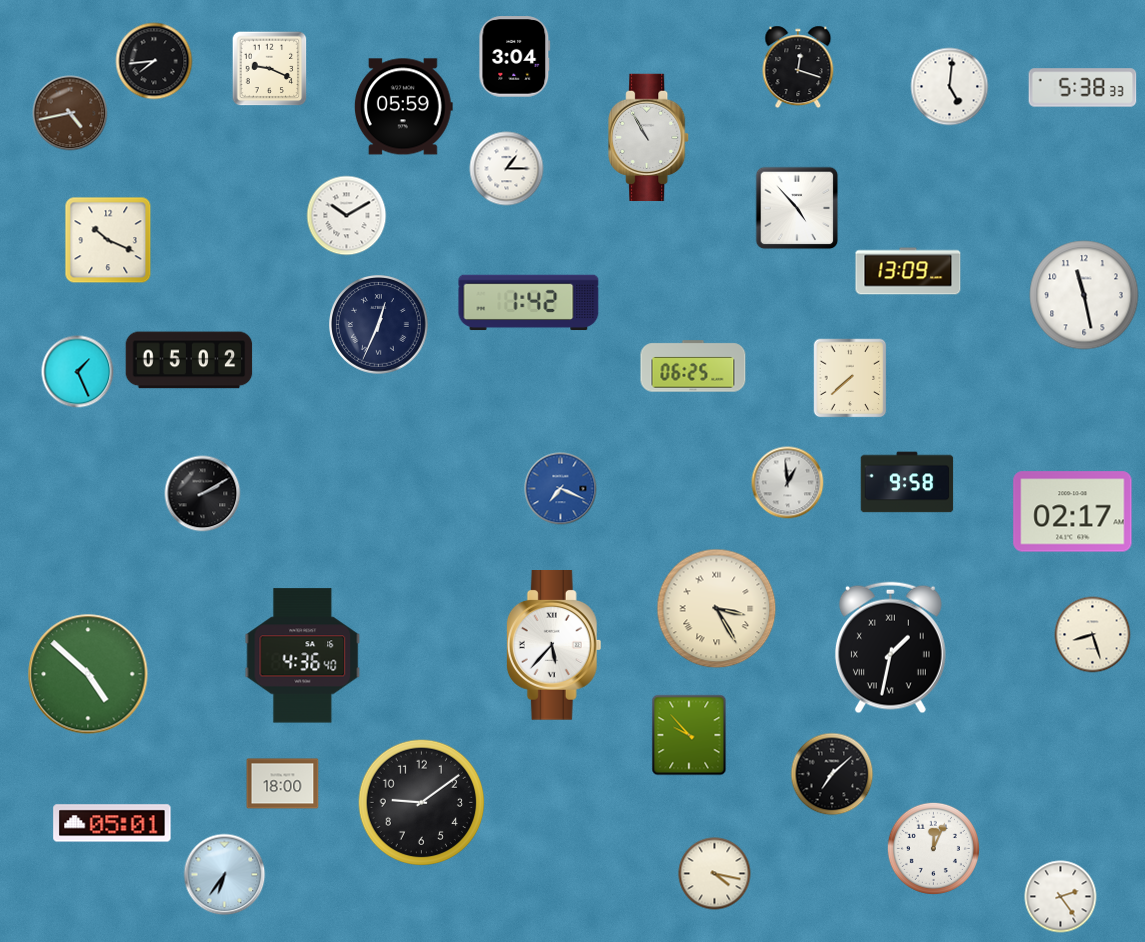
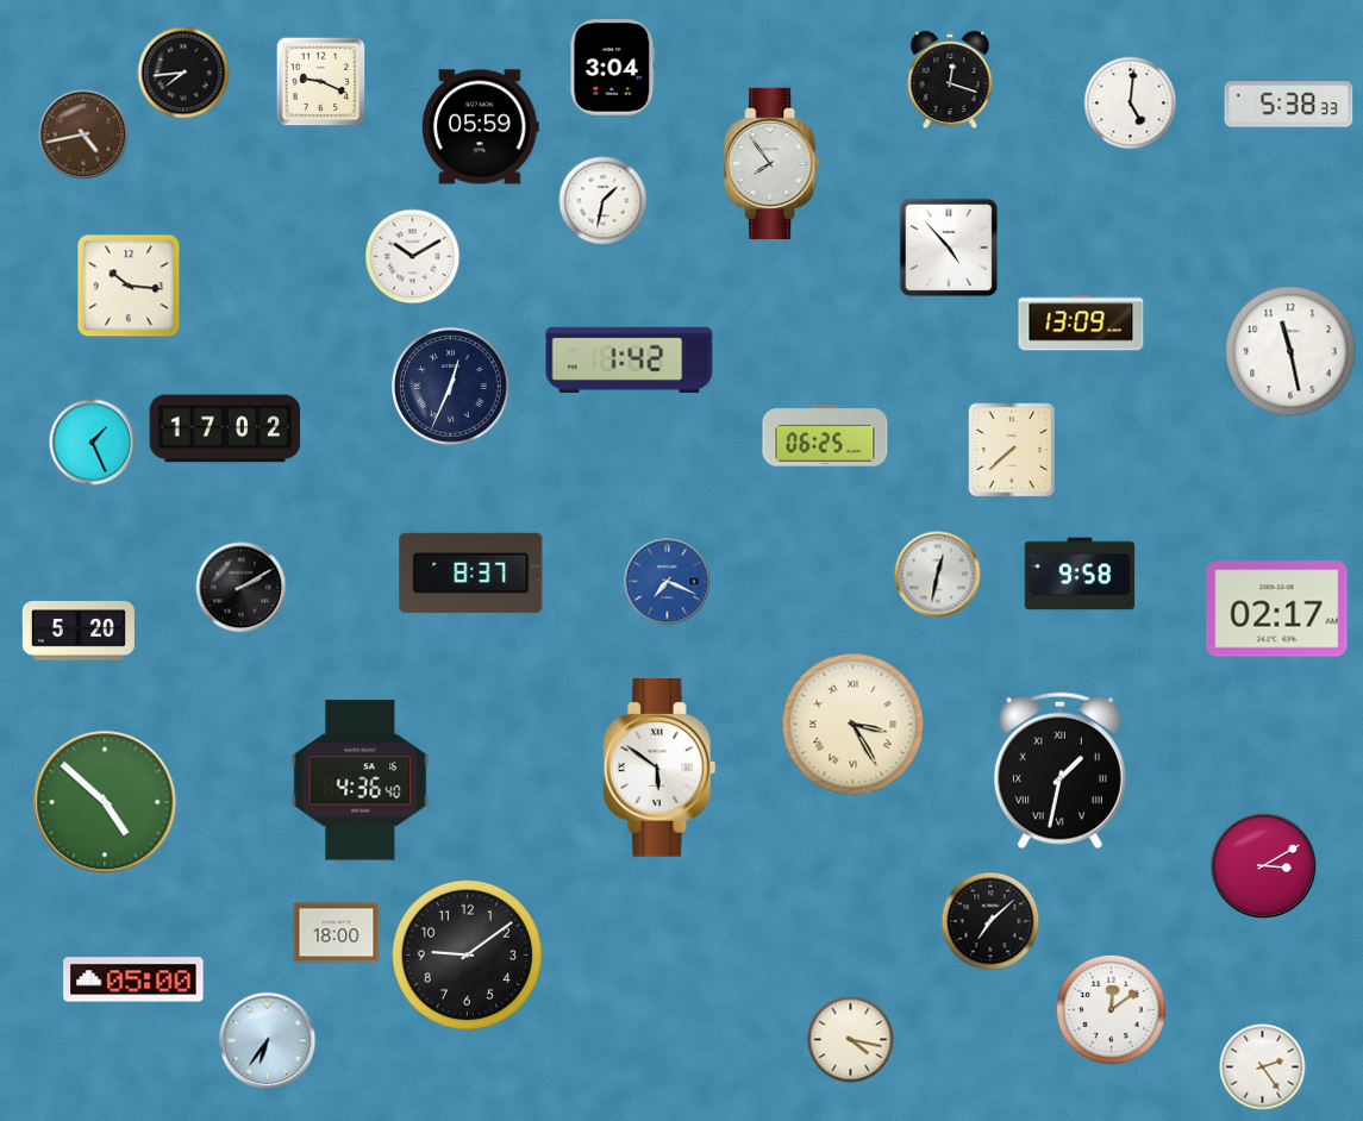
clock at (649, 138): 10:55 -> 7:54
clock at (507, 169): 1:15 -> 1:32
clock at (108, 240): 10:19 -> 10:16
clock at (189, 360): 05:02 -> 17:02
clock at (471, 572): none -> 8:37
clock at (788, 483): 12:59 -> 12:32
clock at (79, 631): none -> 5:20
clock at (1093, 635): 8:27 -> none
clock at (554, 646): 5:37 -> 5:51
clock at (1264, 866): none -> 3:10
clock at (689, 735): 9:53 -> none
clock at (421, 802) position: (421, 802) -> (467, 954)
clock at (112, 823): 05:01 -> 05:00
clock at (933, 848): 12:04 -> 12:09
